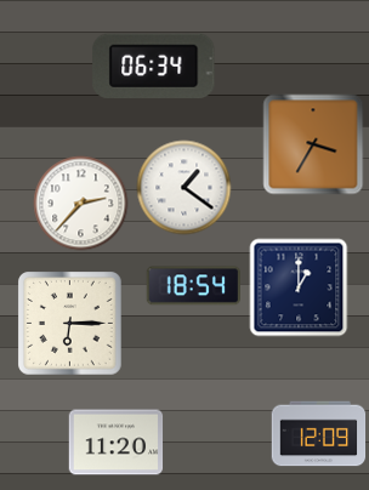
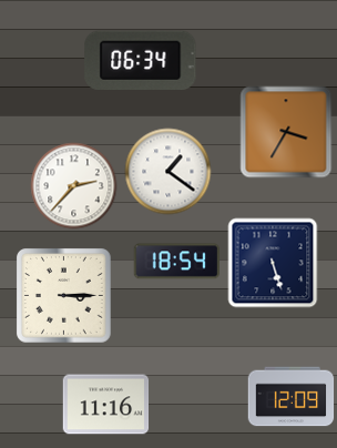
clock at (299, 287): 1:00 -> 5:27
clock at (70, 324): 6:15 -> 3:15
clock at (115, 443): 11:20 -> 11:16
